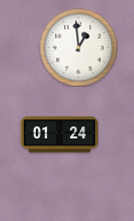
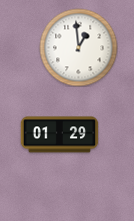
clock at (59, 135): 01:24 -> 01:29
